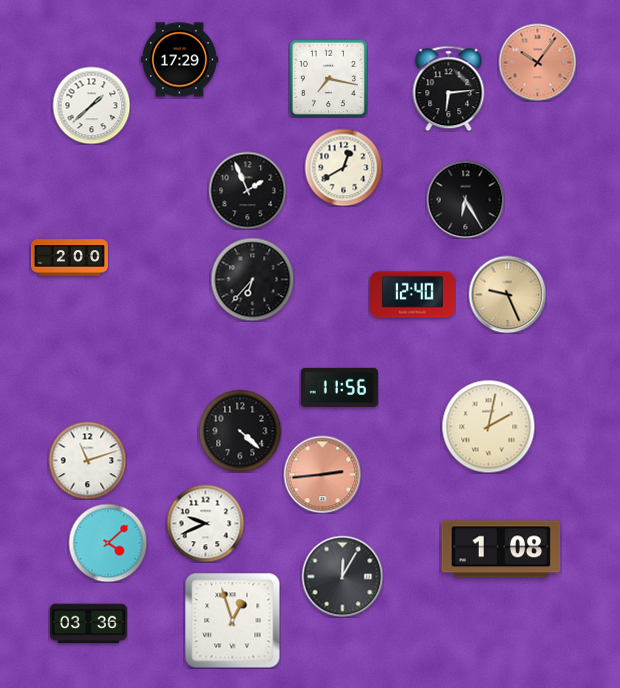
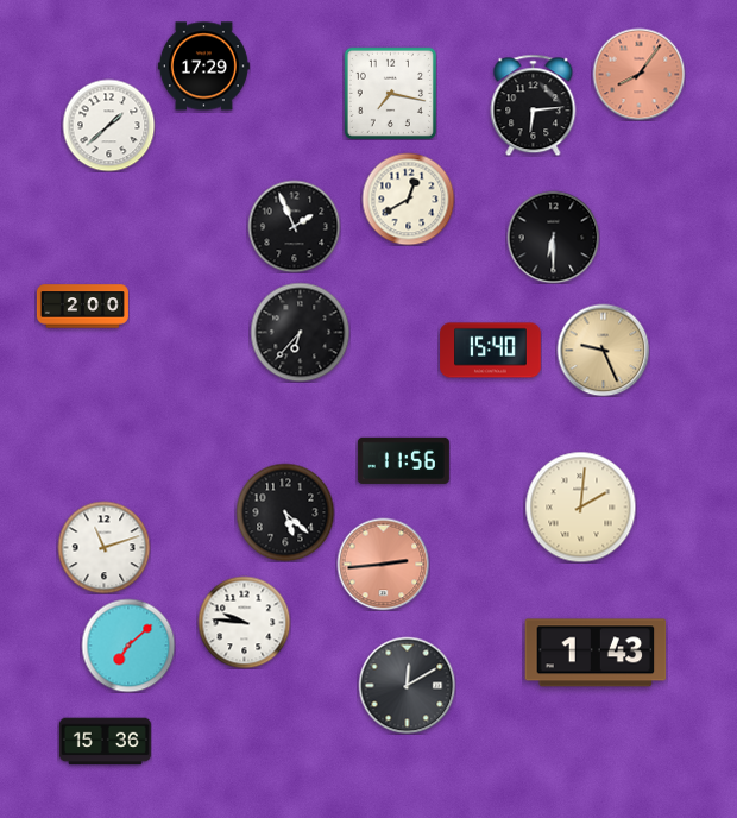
clock at (179, 60) position: (179, 60) -> (203, 67)
clock at (537, 62): 10:06 -> 8:06
clock at (465, 199): 6:25 -> 6:30
clock at (413, 295): 12:40 -> 15:40
clock at (488, 426): 2:02 -> 2:01
clock at (240, 431): 4:22 -> 5:22
clock at (205, 523): 9:41 -> 9:46
clock at (108, 543): 4:08 -> 7:08
clock at (501, 549): 1:08 -> 1:43
clock at (342, 576): 12:05 -> 12:10
clock at (233, 621): 12:57 -> none
clock at (88, 624): 03:36 -> 15:36
